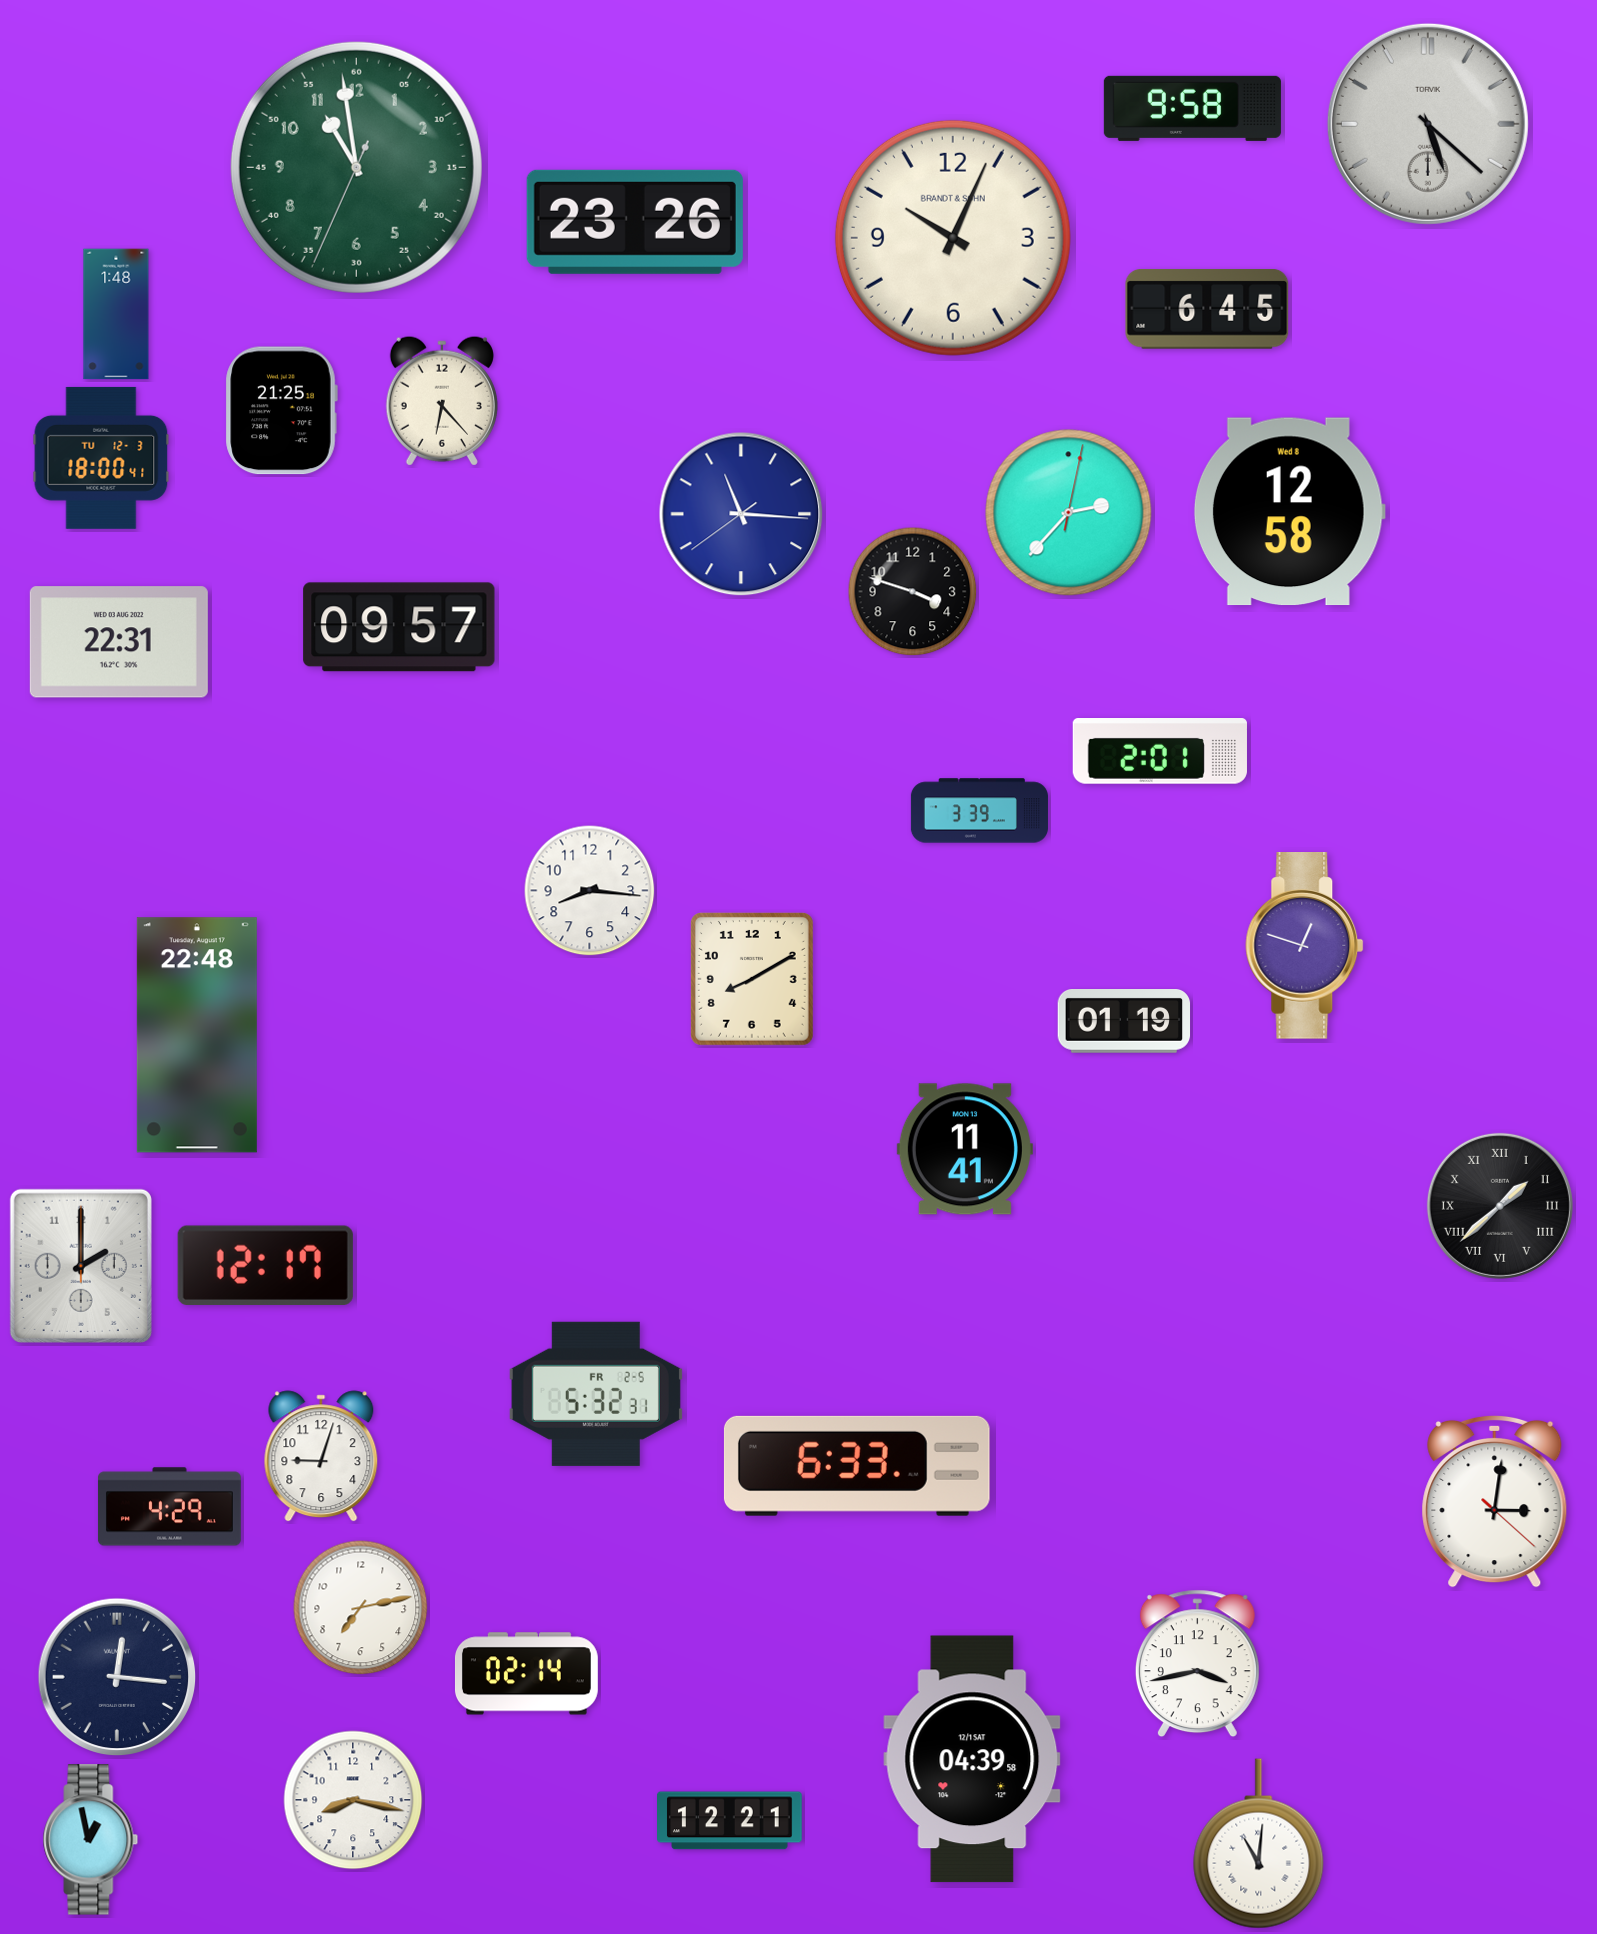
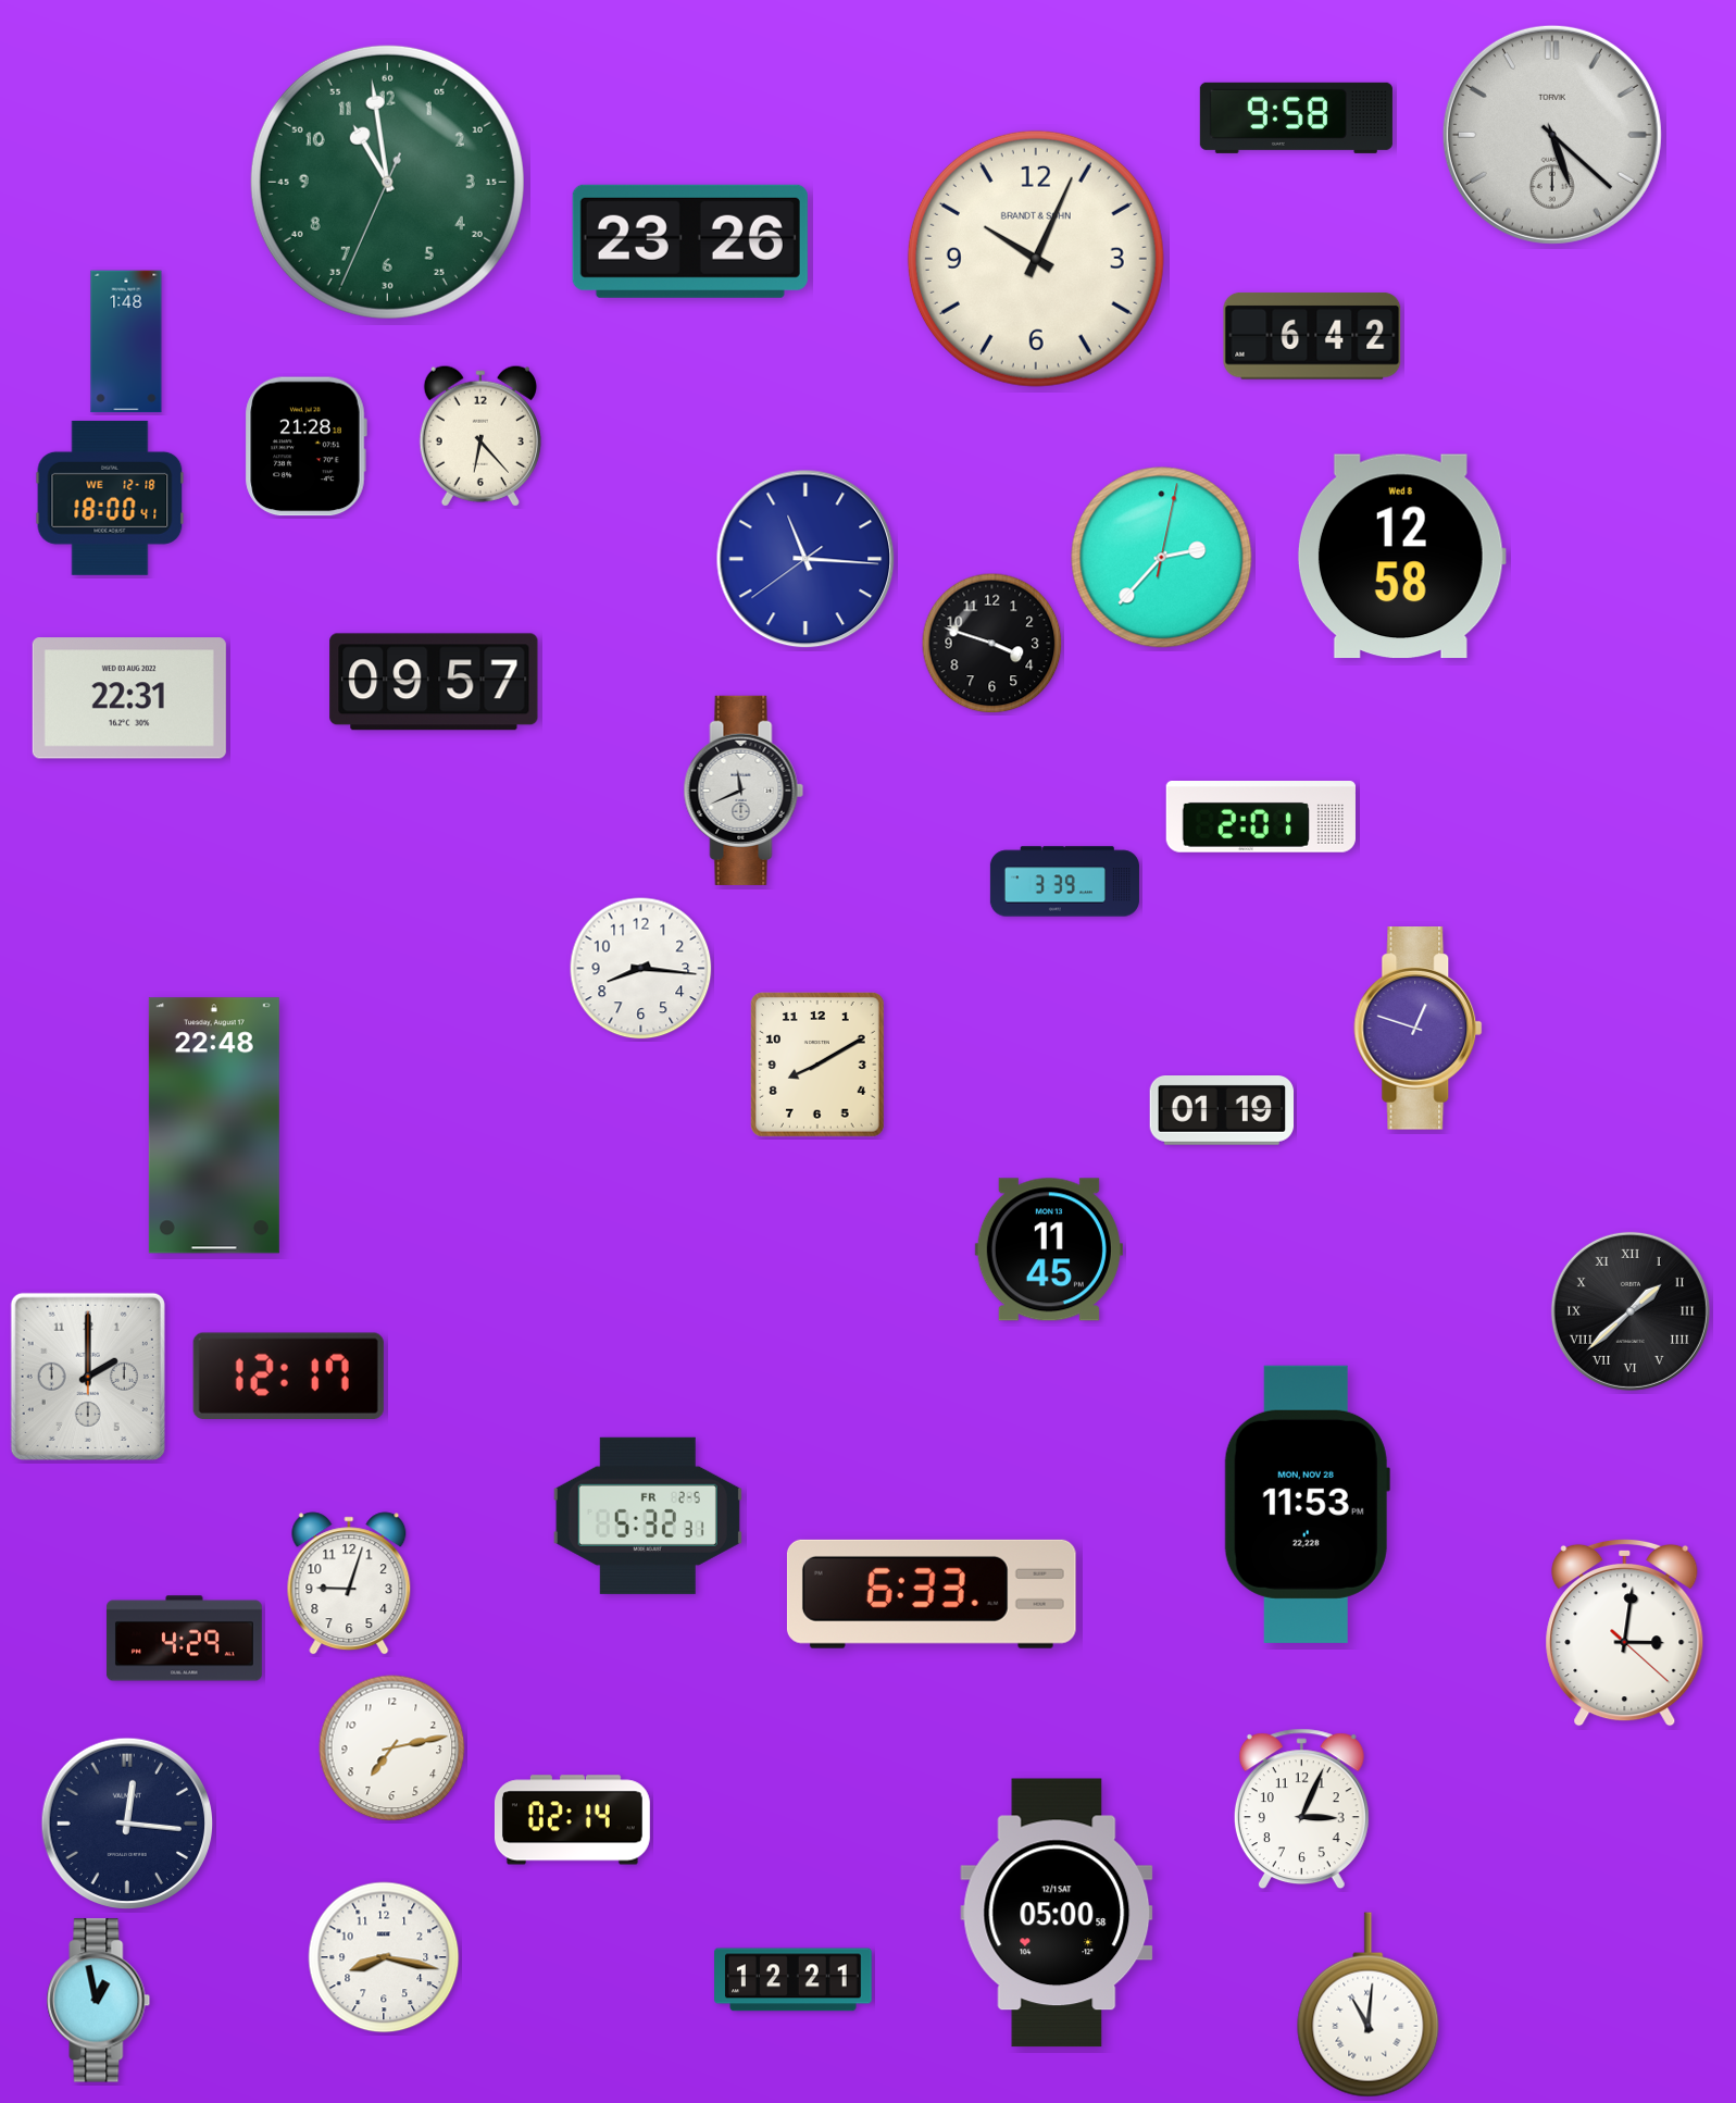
clock at (1207, 310): 6:45 -> 6:42
clock at (281, 411): 21:25 -> 21:28
clock at (101, 458) date: TU 12-3 -> WE 12-18
clock at (744, 791): none -> 11:41
clock at (965, 1149): 11:41 -> 11:45
clock at (1307, 1504): none -> 11:53
clock at (1197, 1664): 3:43 -> 3:04
clock at (972, 1759): 04:39 -> 05:00
